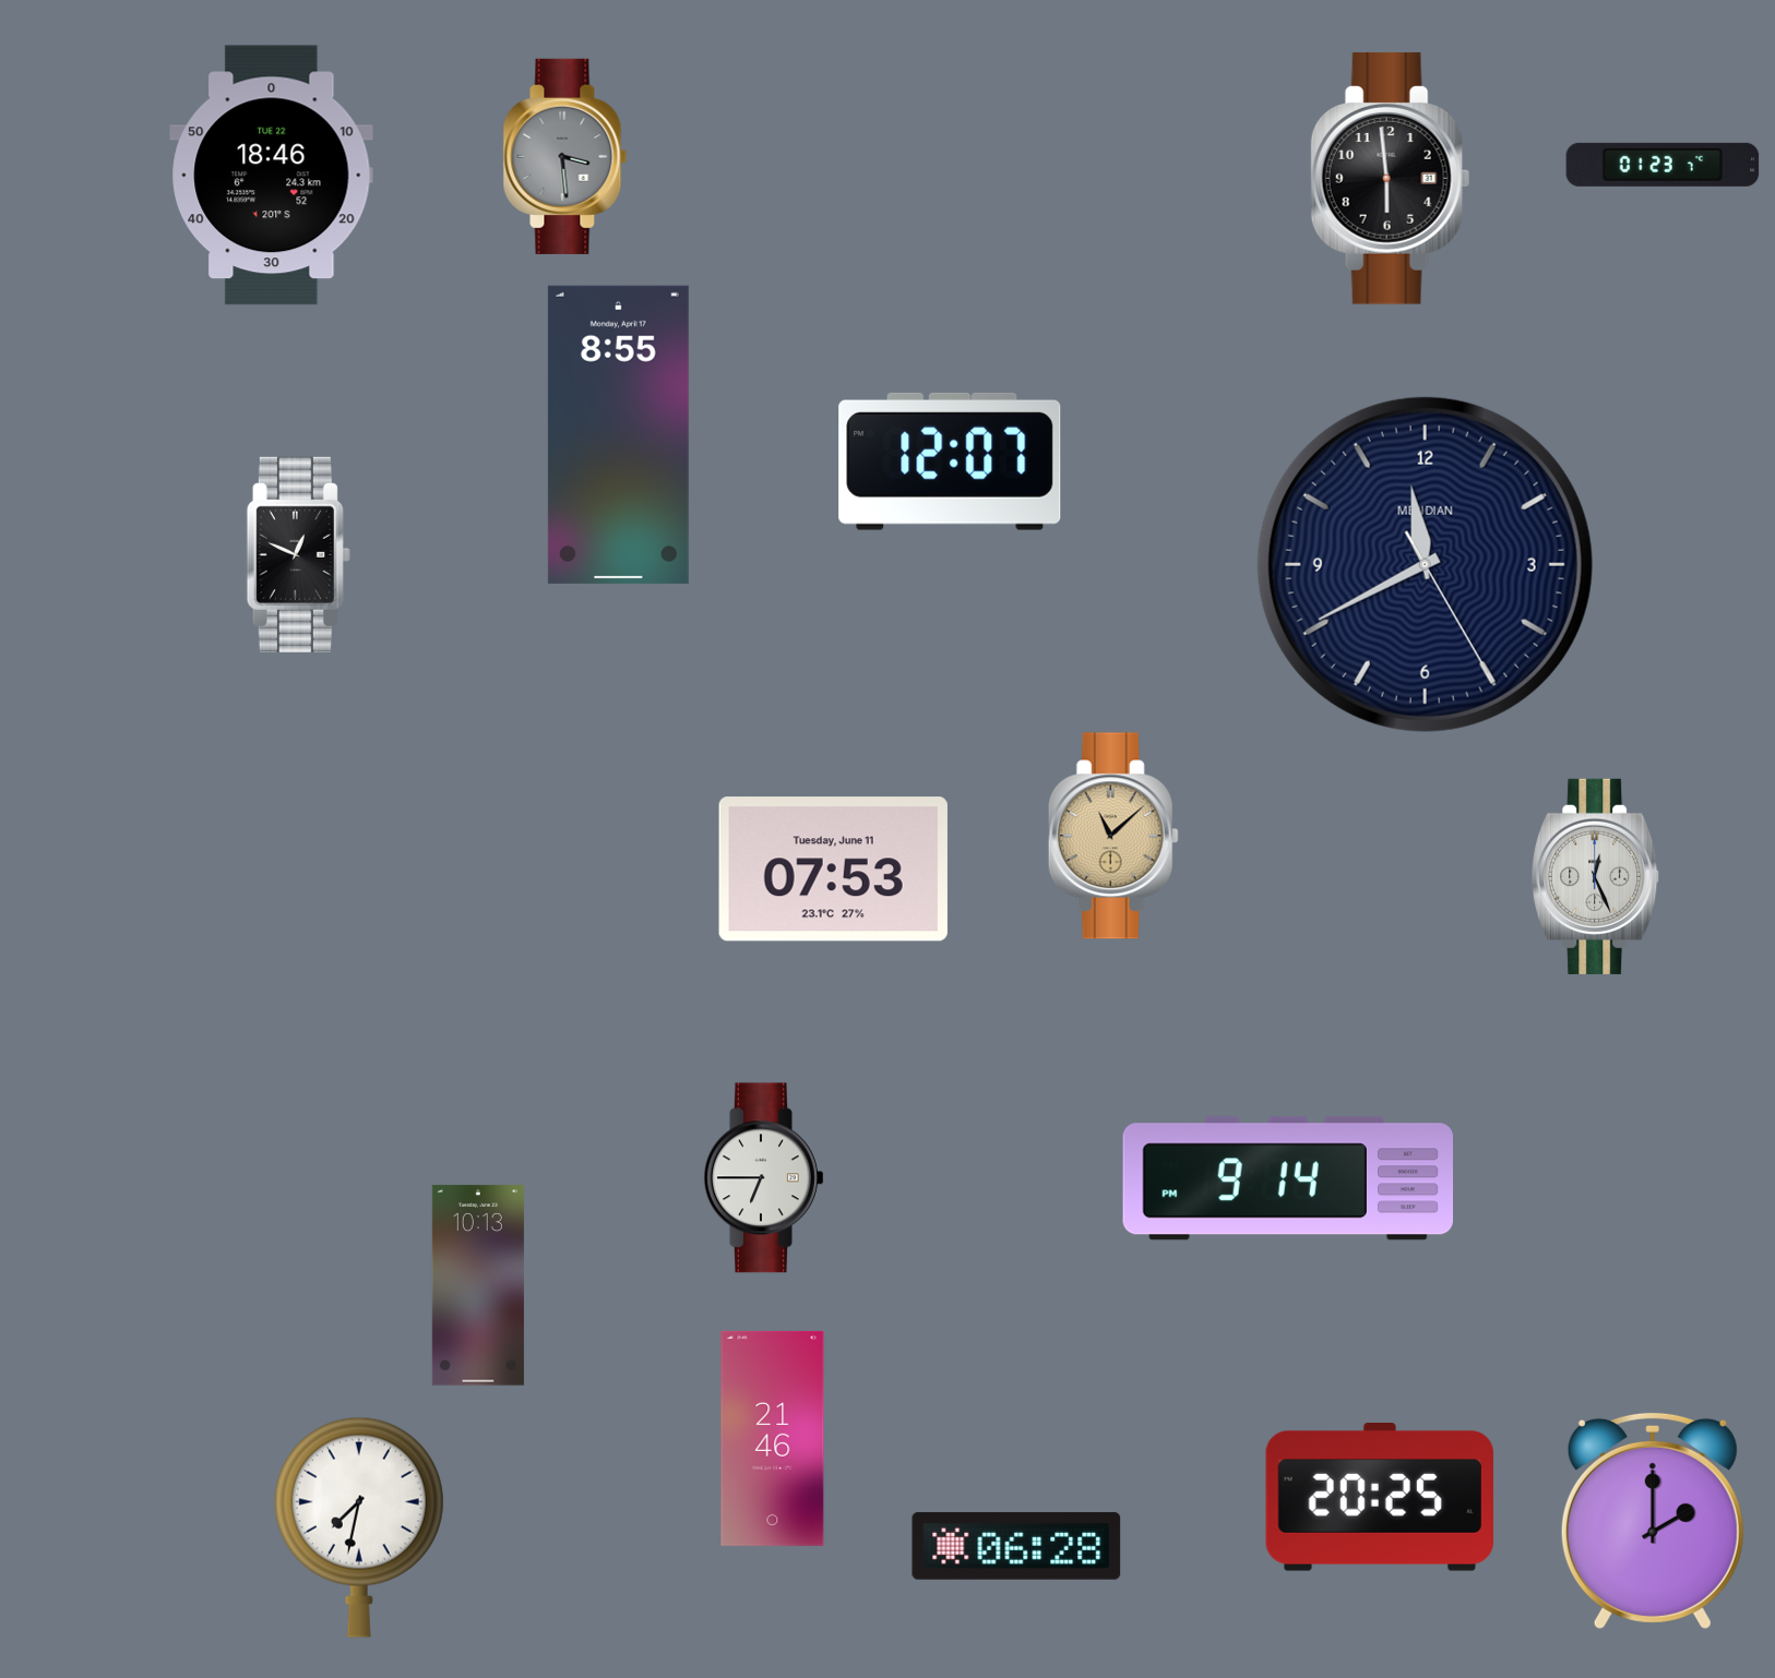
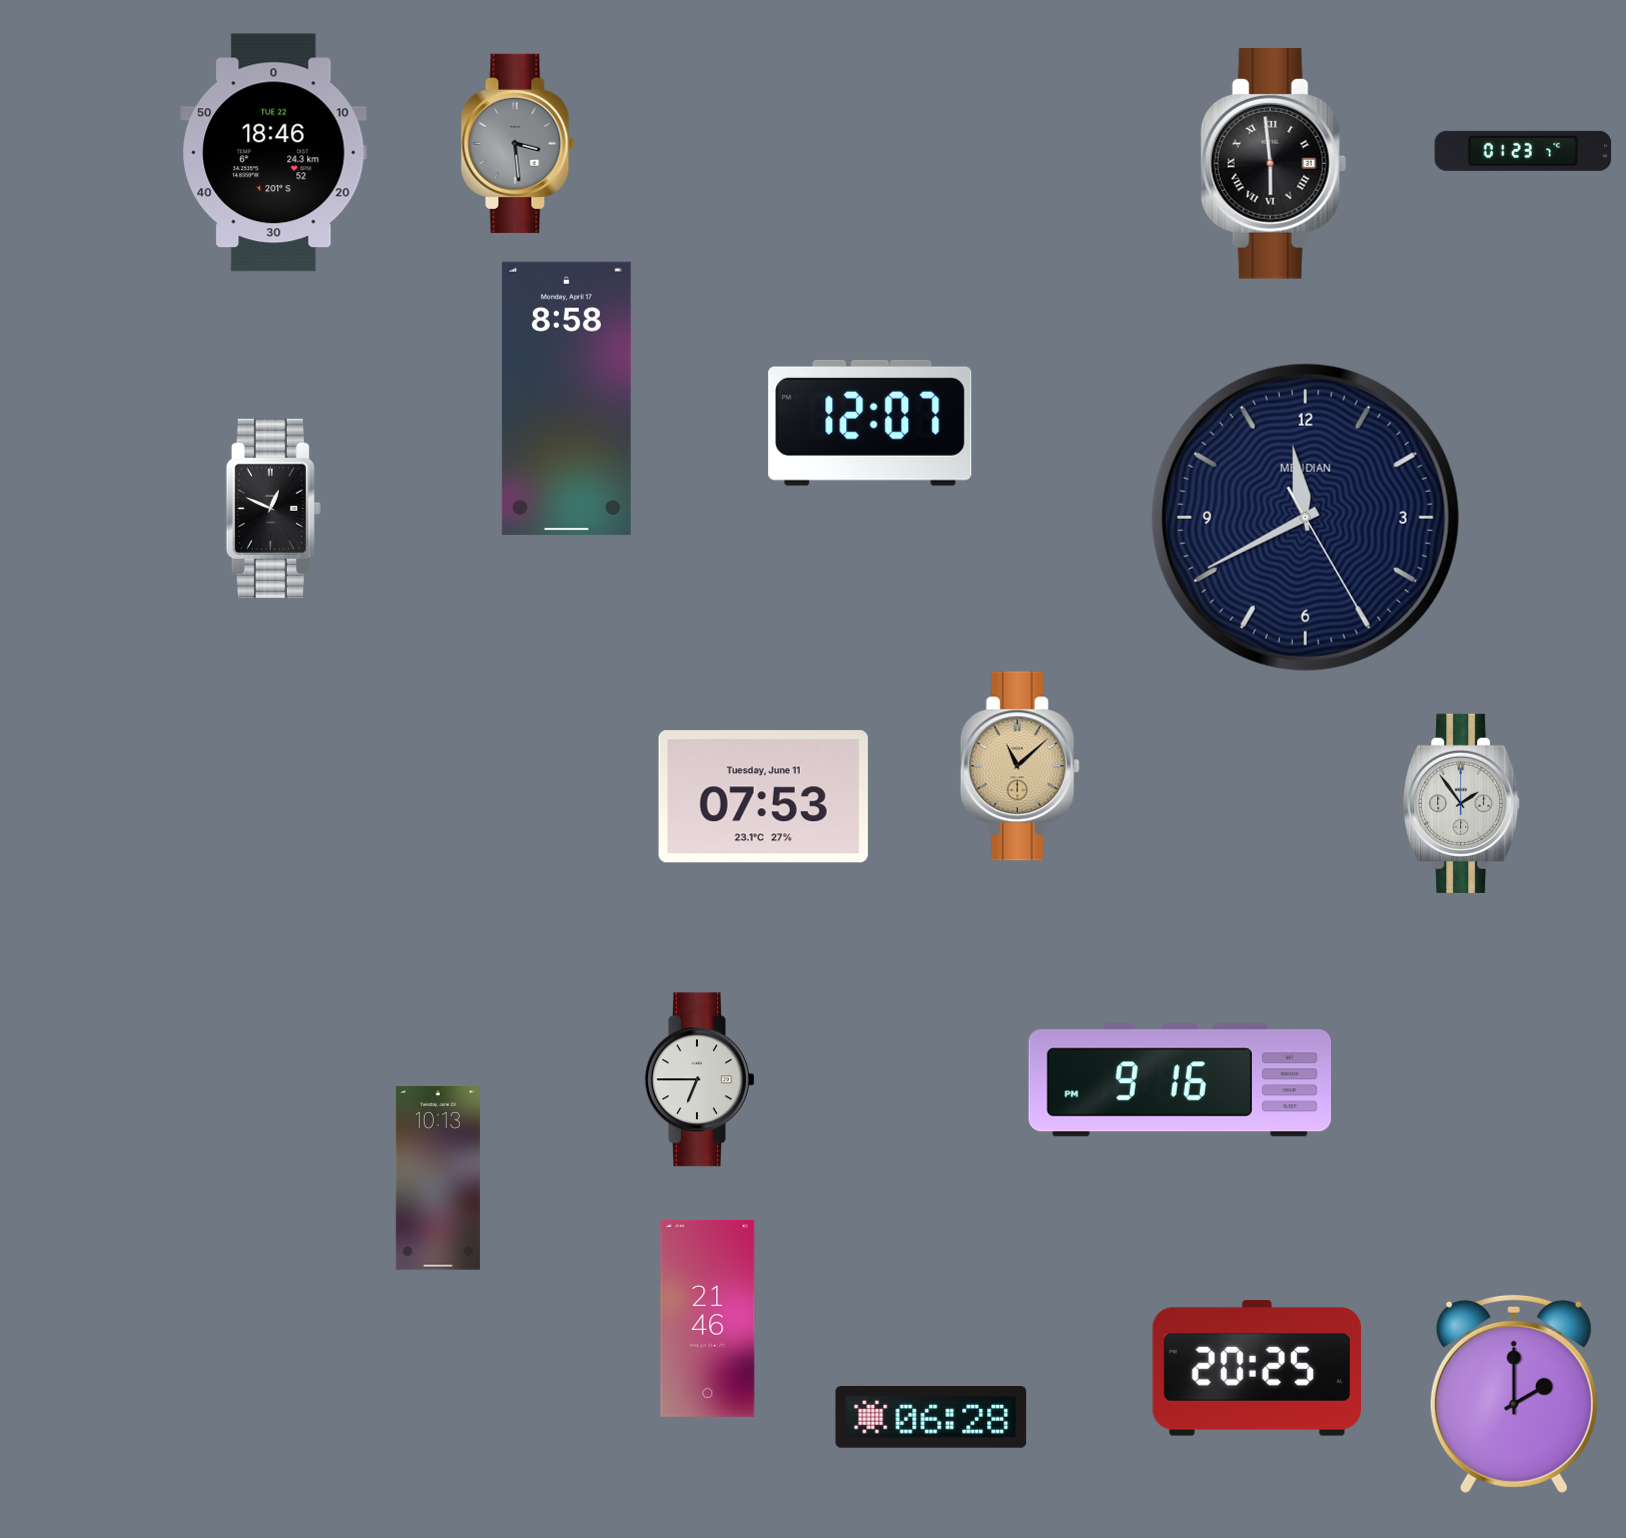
clock at (272, 176) position: (272, 176) -> (274, 153)
clock at (1391, 178) numerals: Arabic -> Roman
clock at (618, 434): 8:55 -> 8:58
clock at (1596, 876): 12:26 -> 1:54
clock at (1287, 1178): 9:14 -> 9:16
clock at (1379, 1498) position: (1379, 1498) -> (1256, 1369)
clock at (359, 1527): 7:32 -> none
